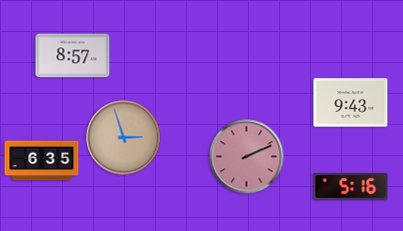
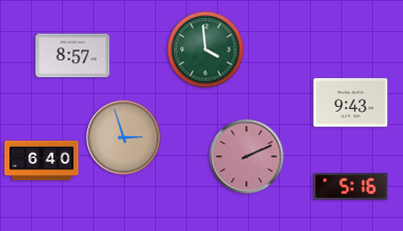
clock at (206, 50): none -> 3:59
clock at (42, 161): 6:35 -> 6:40
